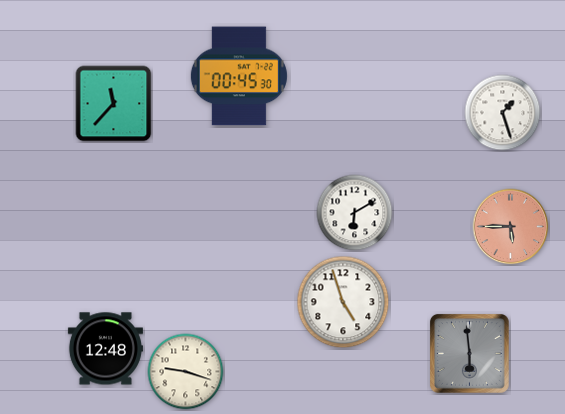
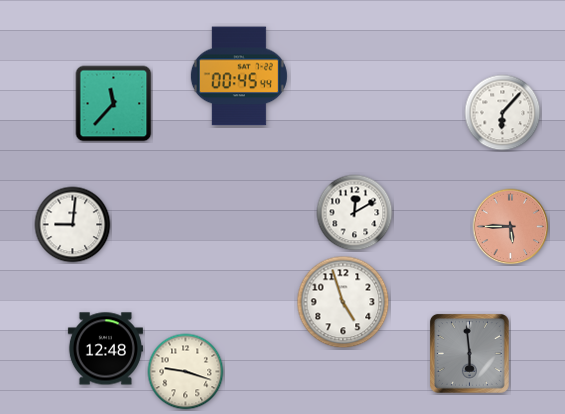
clock at (239, 76): 00:45:30 -> 00:45:44
clock at (503, 113): 1:27 -> 6:07
clock at (355, 213): 6:10 -> 12:10
clock at (73, 225): none -> 9:01
